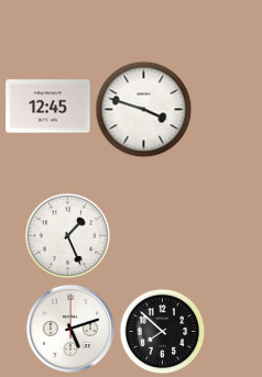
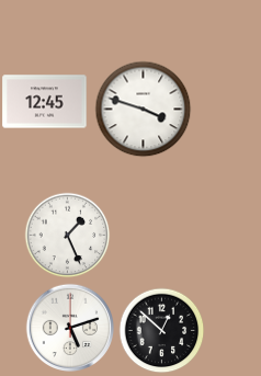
clock at (48, 107) position: (48, 107) -> (45, 102)
clock at (162, 331): 7:52 -> 12:52
